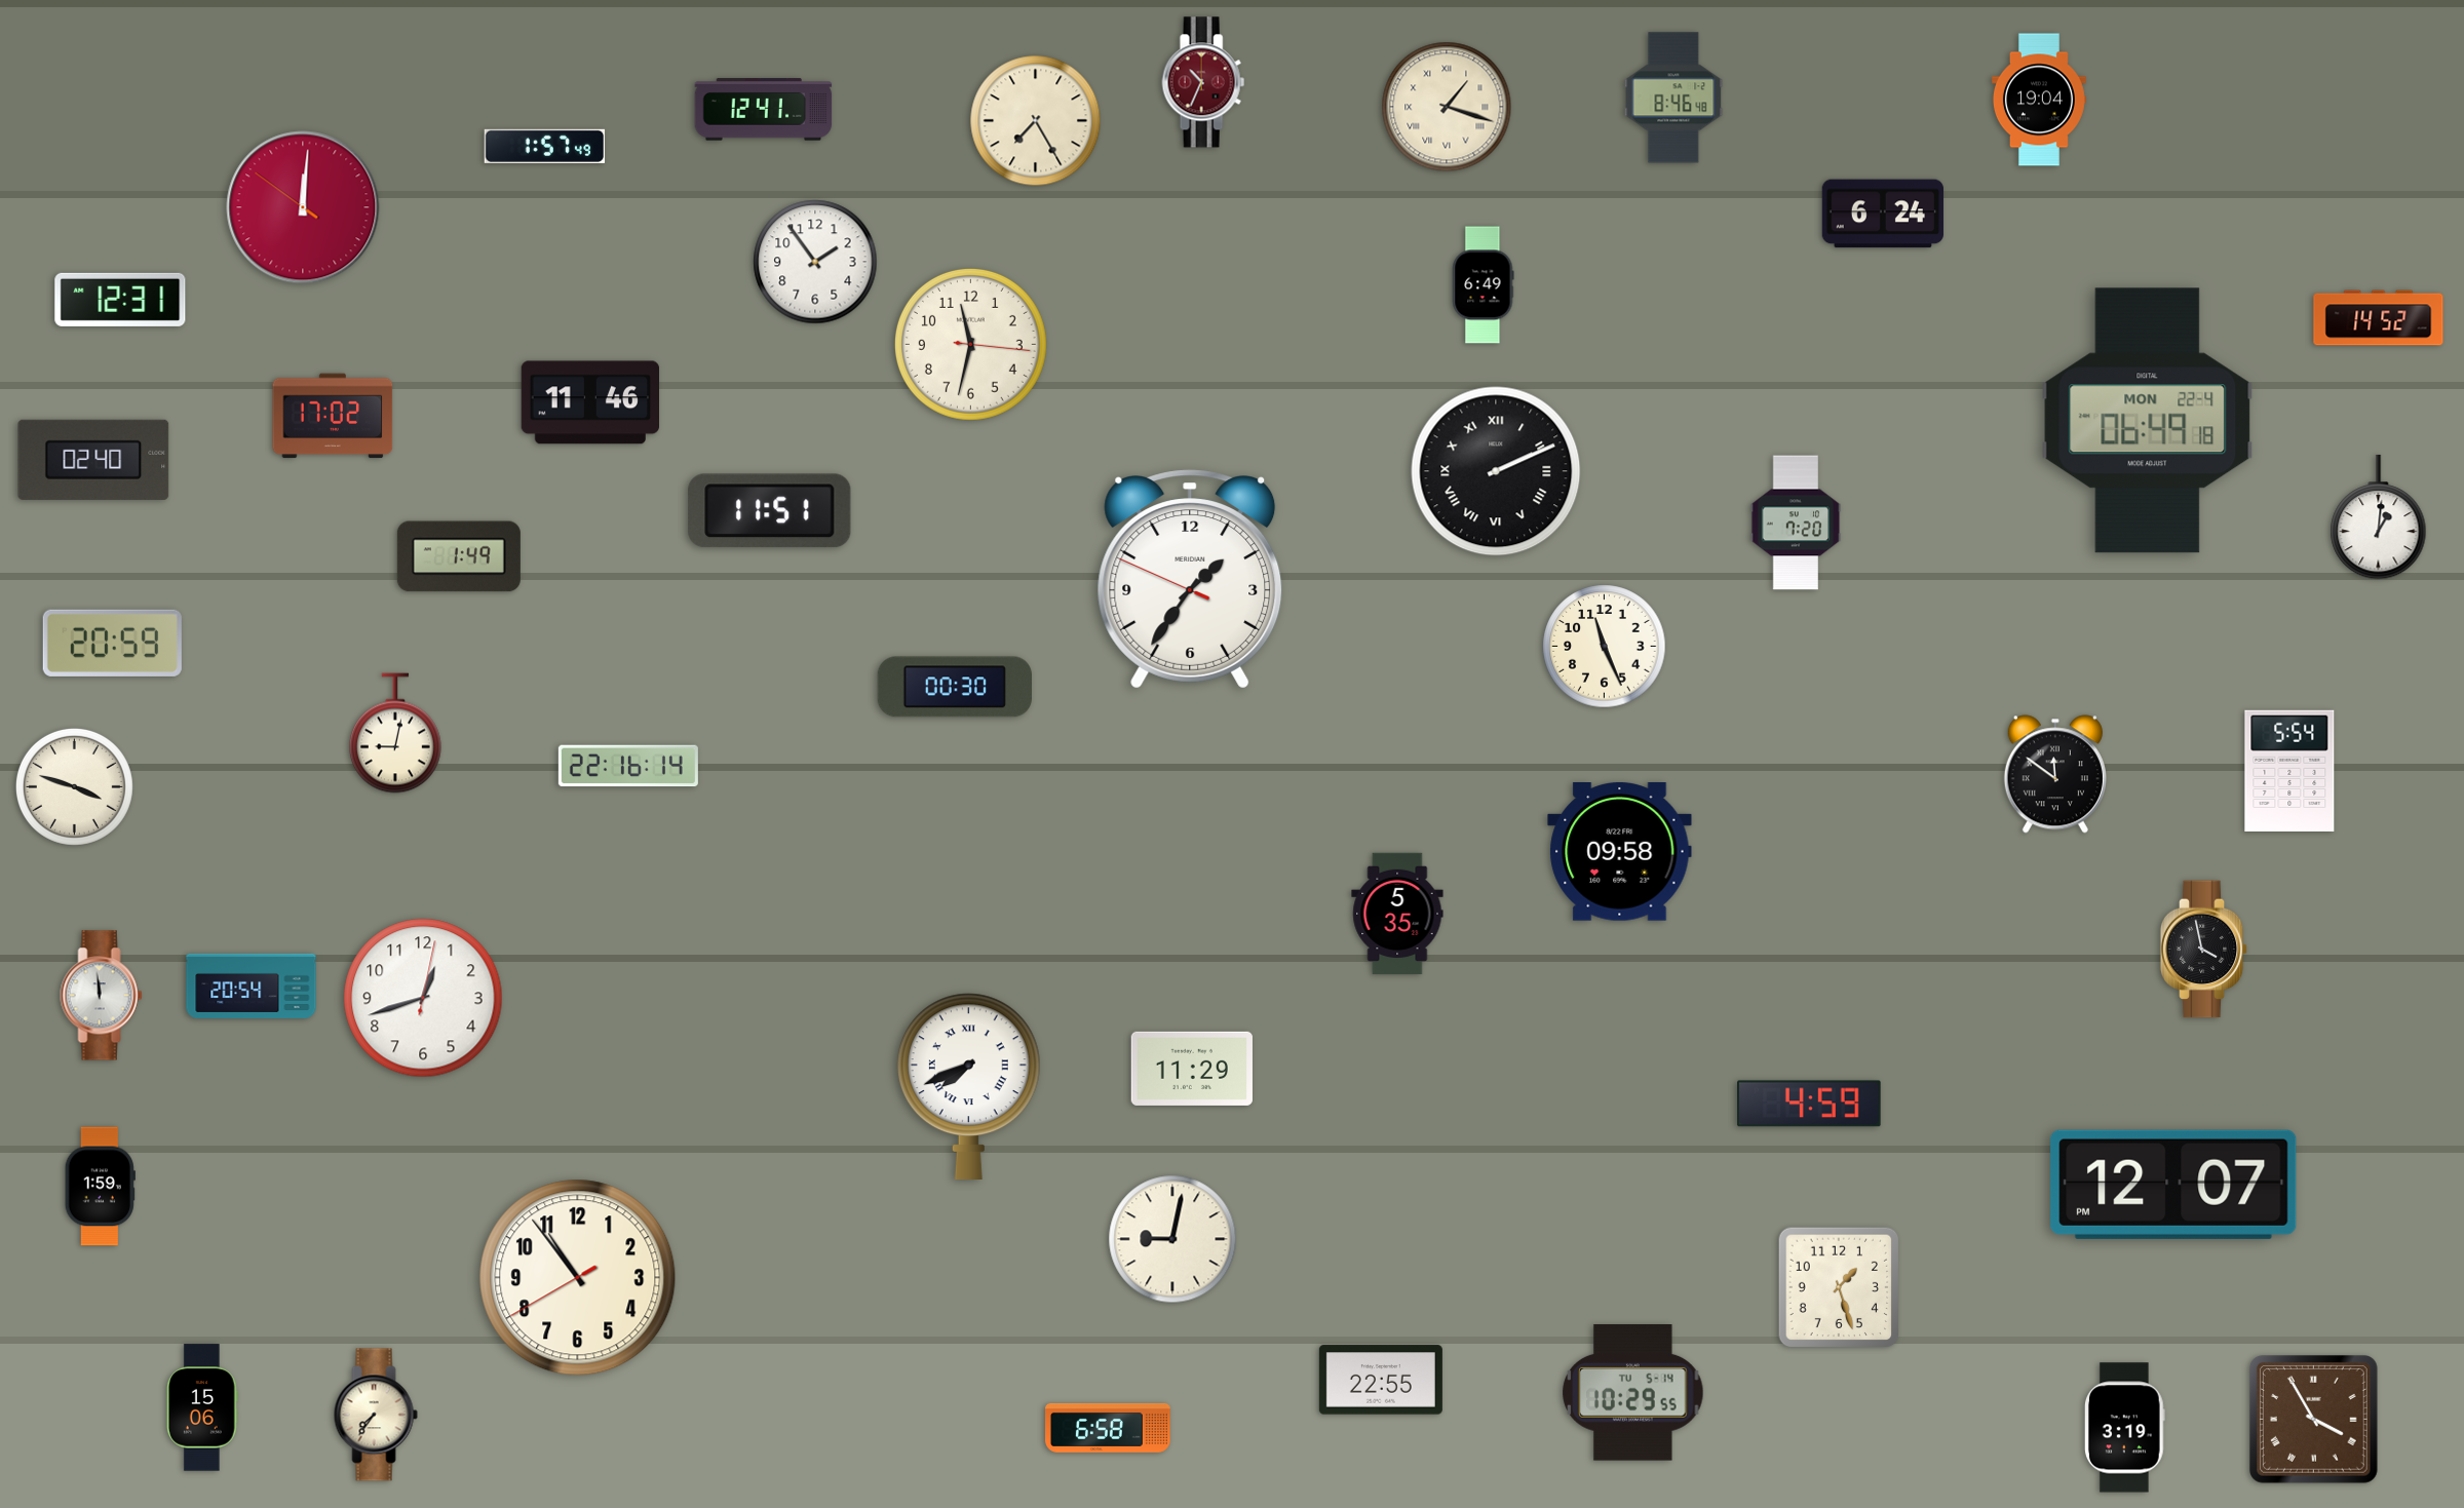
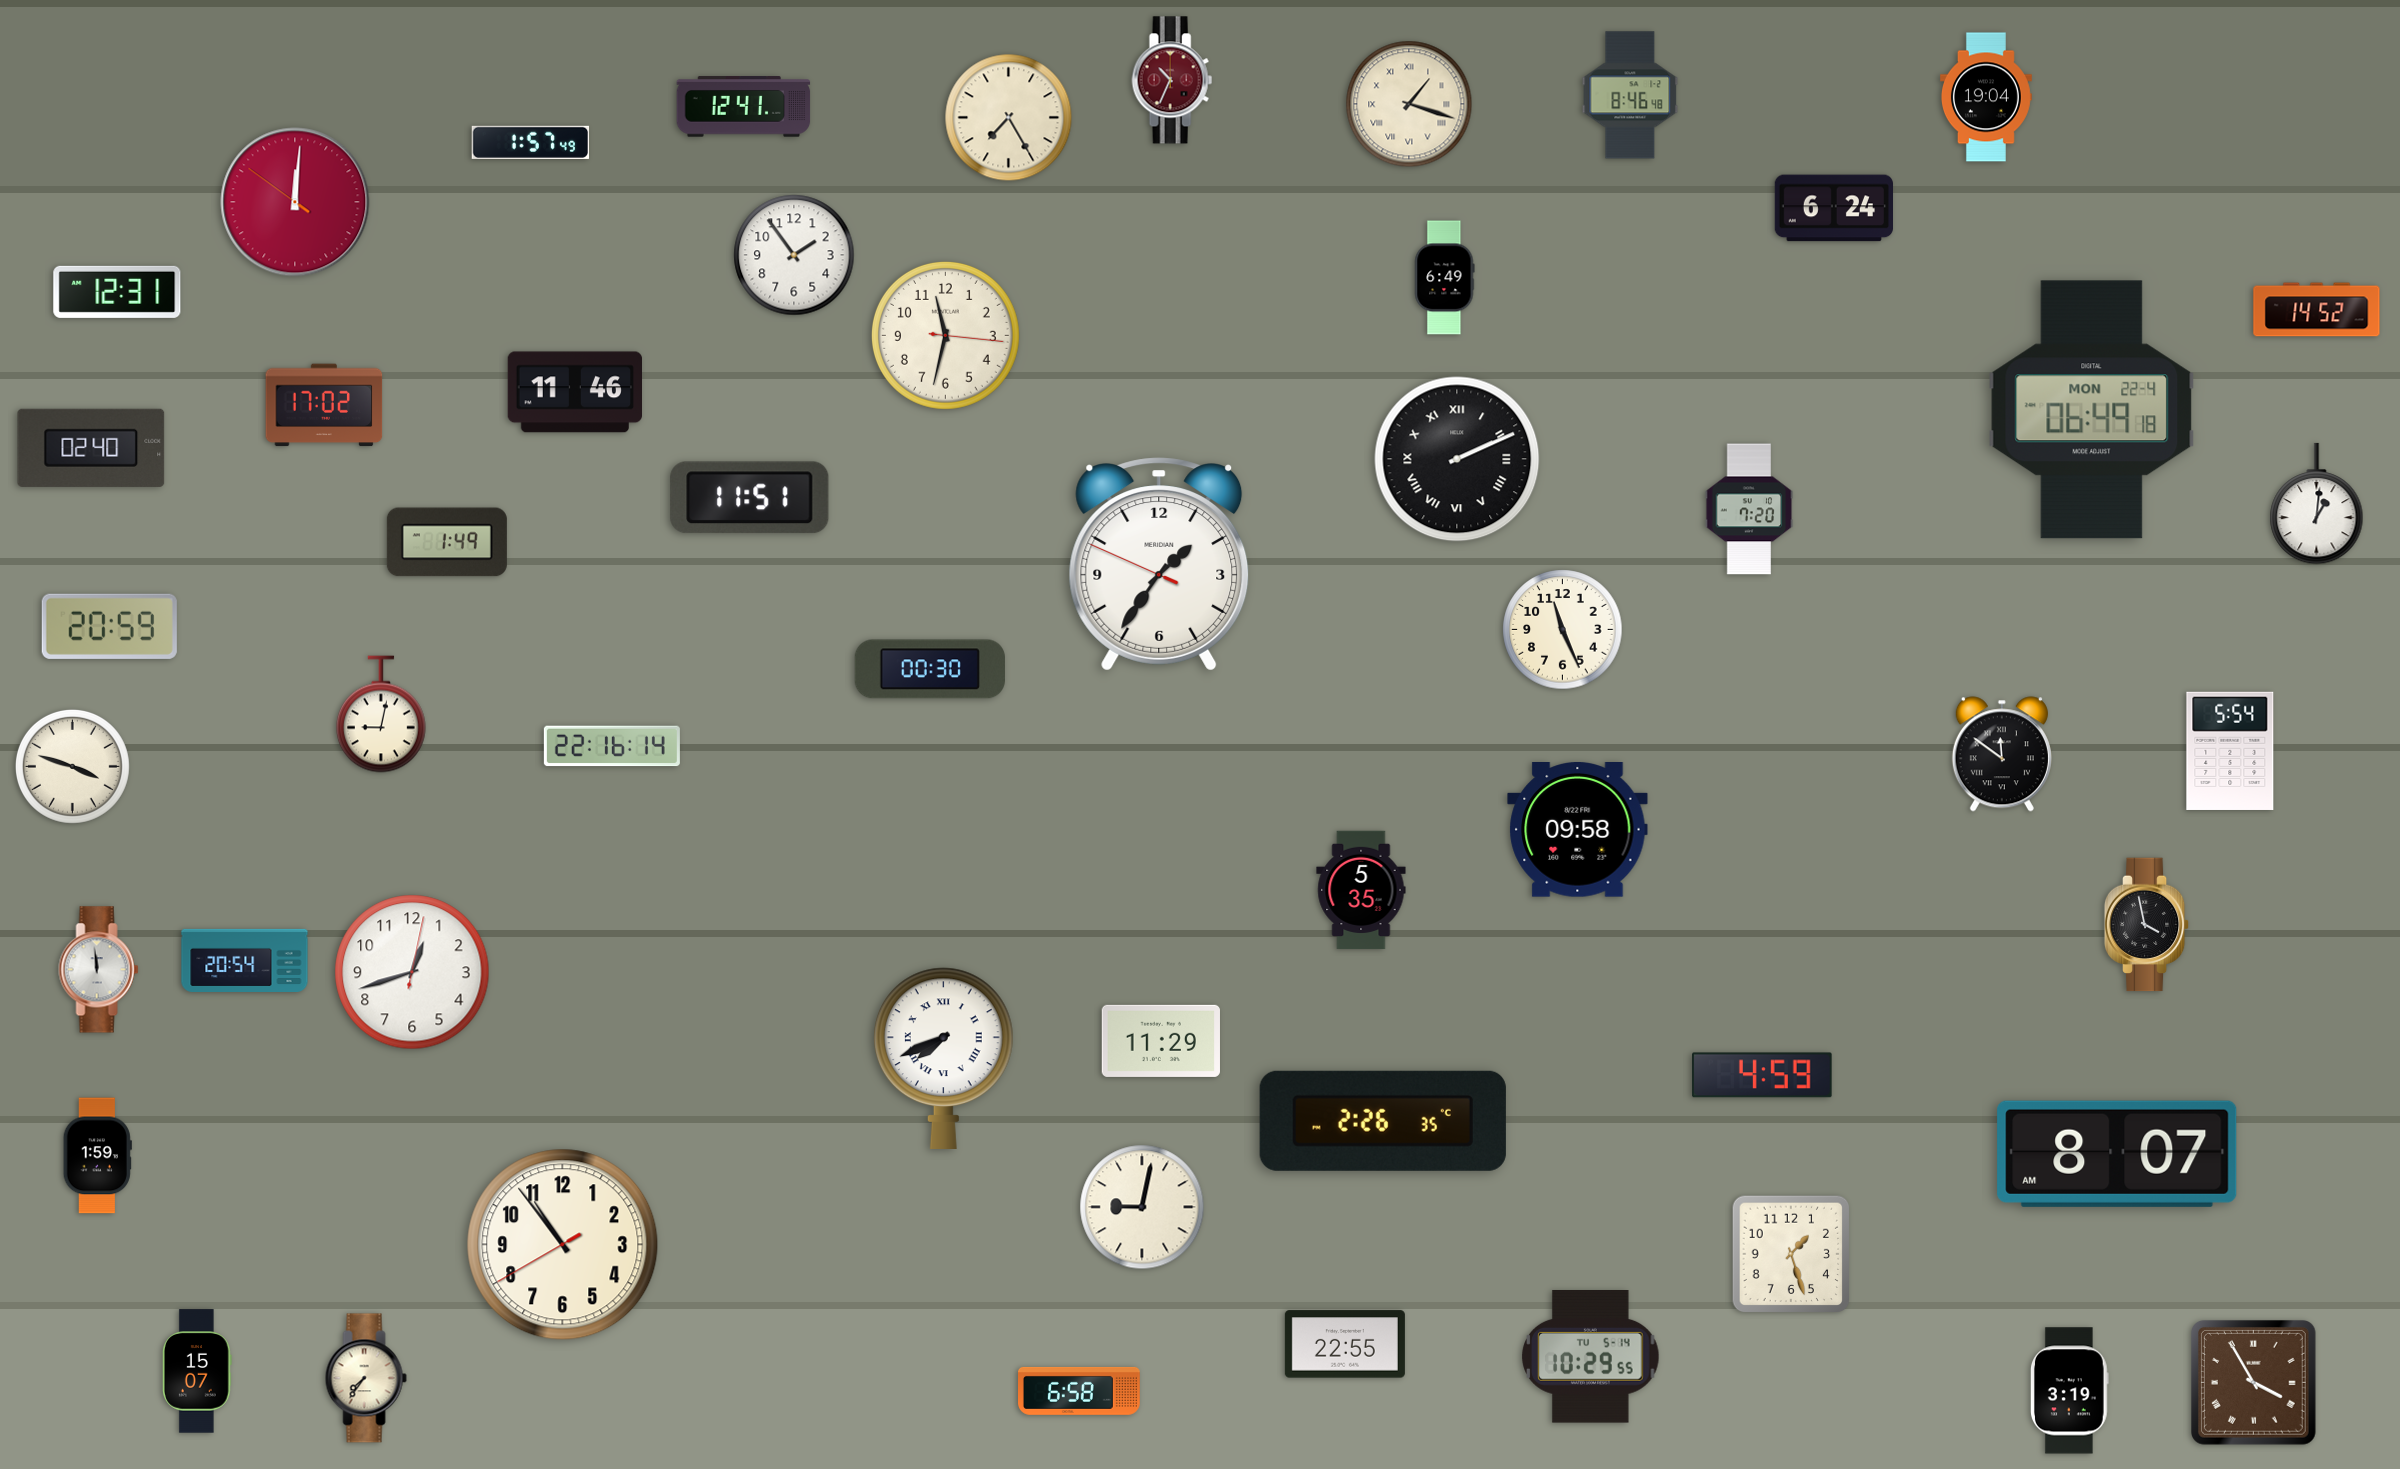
clock at (395, 733) position: (395, 733) -> (381, 714)
clock at (1383, 1121): none -> 2:26
clock at (2173, 1185): 12:07 -> 8:07
clock at (202, 1407): 15:06 -> 15:07
